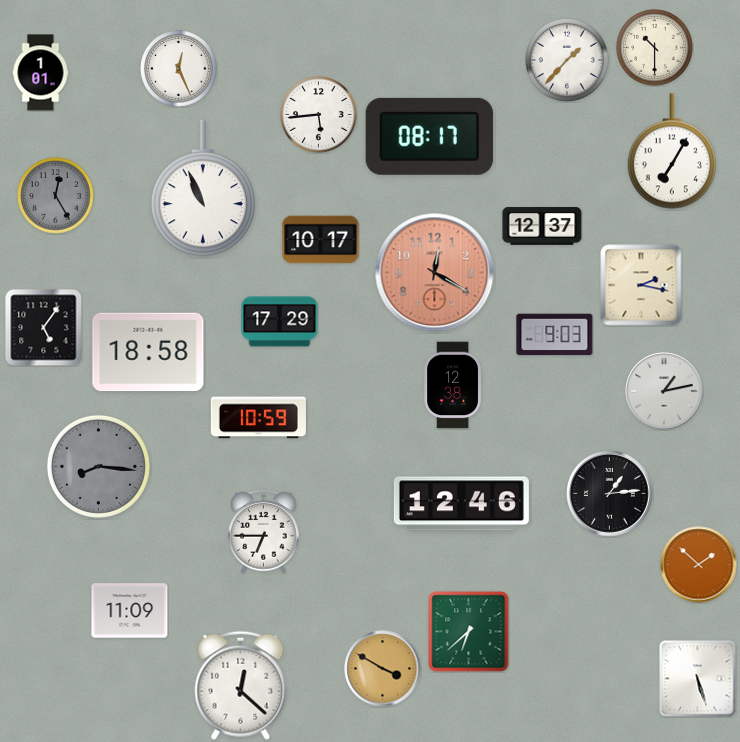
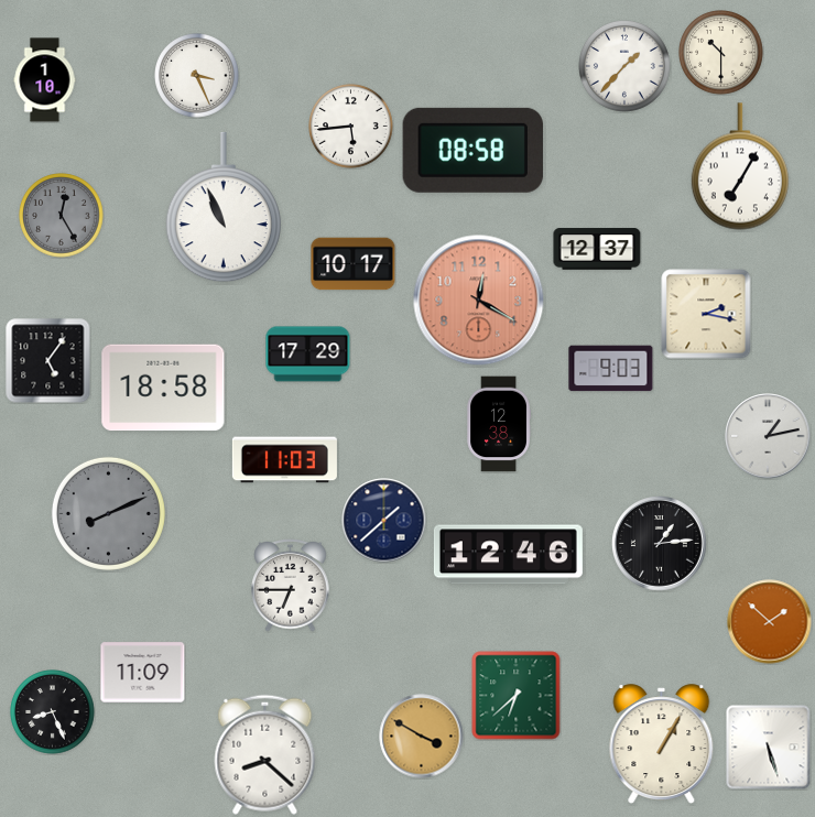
clock at (179, 69): 12:26 -> 3:26
clock at (41, 73): 1:01 -> 1:10
clock at (429, 136): 08:17 -> 08:58
clock at (664, 391) position: (664, 391) -> (768, 436)
clock at (258, 418): 10:59 -> 11:03
clock at (98, 466): 8:16 -> 8:11
clock at (384, 521): none -> 1:38
clock at (610, 494) position: (610, 494) -> (660, 544)
clock at (53, 712): none -> 8:26
clock at (662, 743): none -> 1:05
clock at (241, 685): 12:22 -> 8:22
